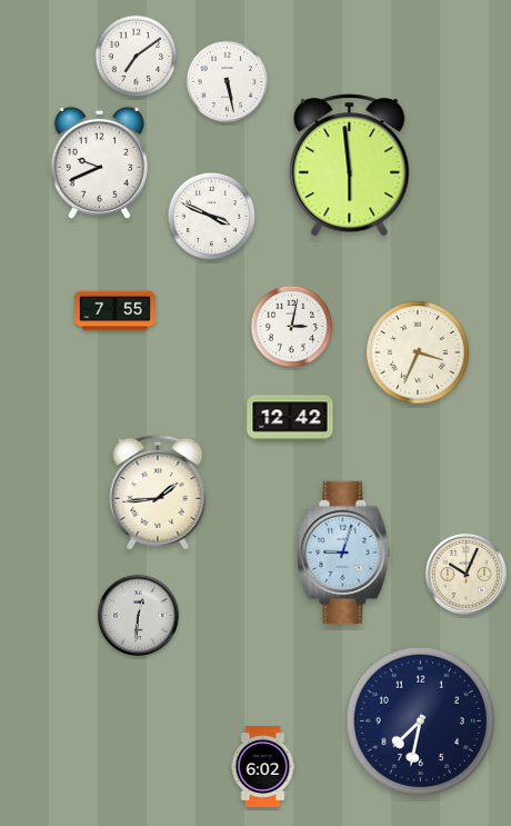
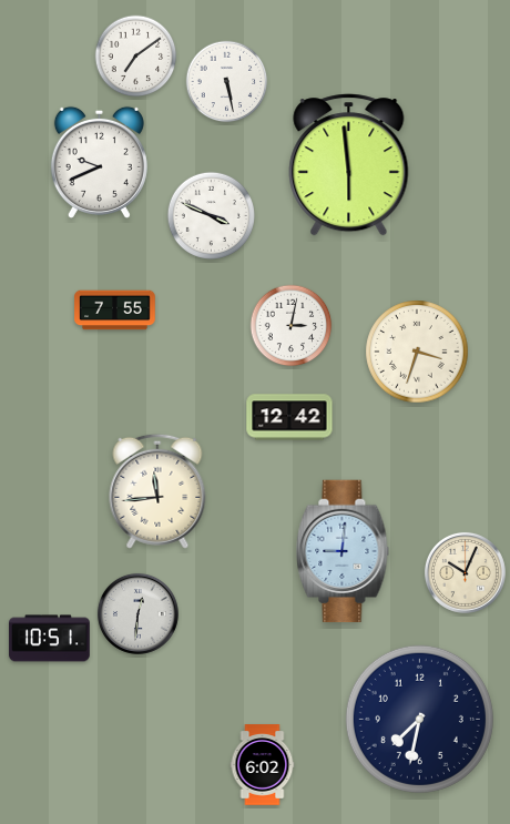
clock at (418, 352): 3:34 -> 3:33
clock at (158, 492): 1:44 -> 11:44
clock at (343, 553): 9:03 -> 9:01
clock at (50, 639): none -> 10:51
